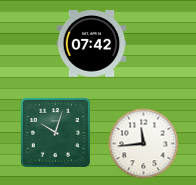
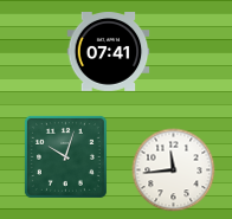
clock at (92, 44): 07:42 -> 07:41
clock at (144, 144) position: (144, 144) -> (174, 170)
